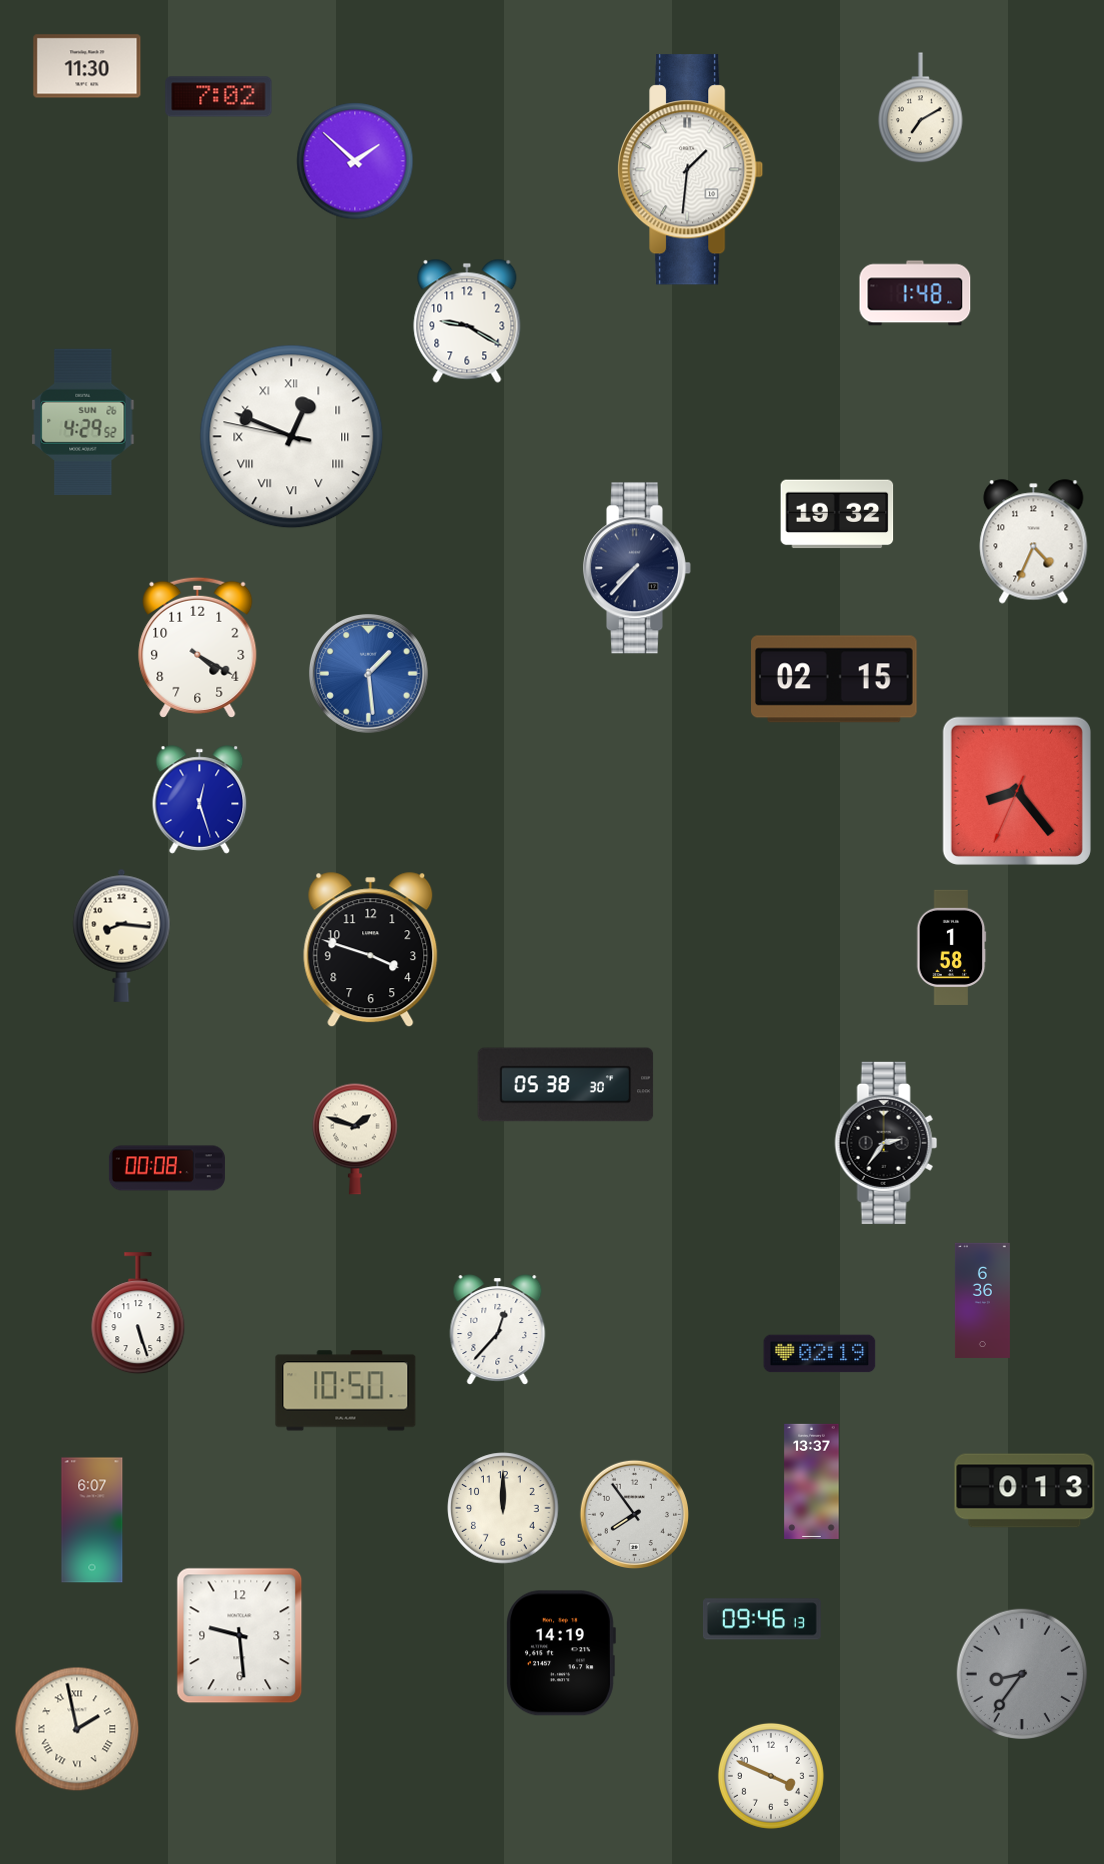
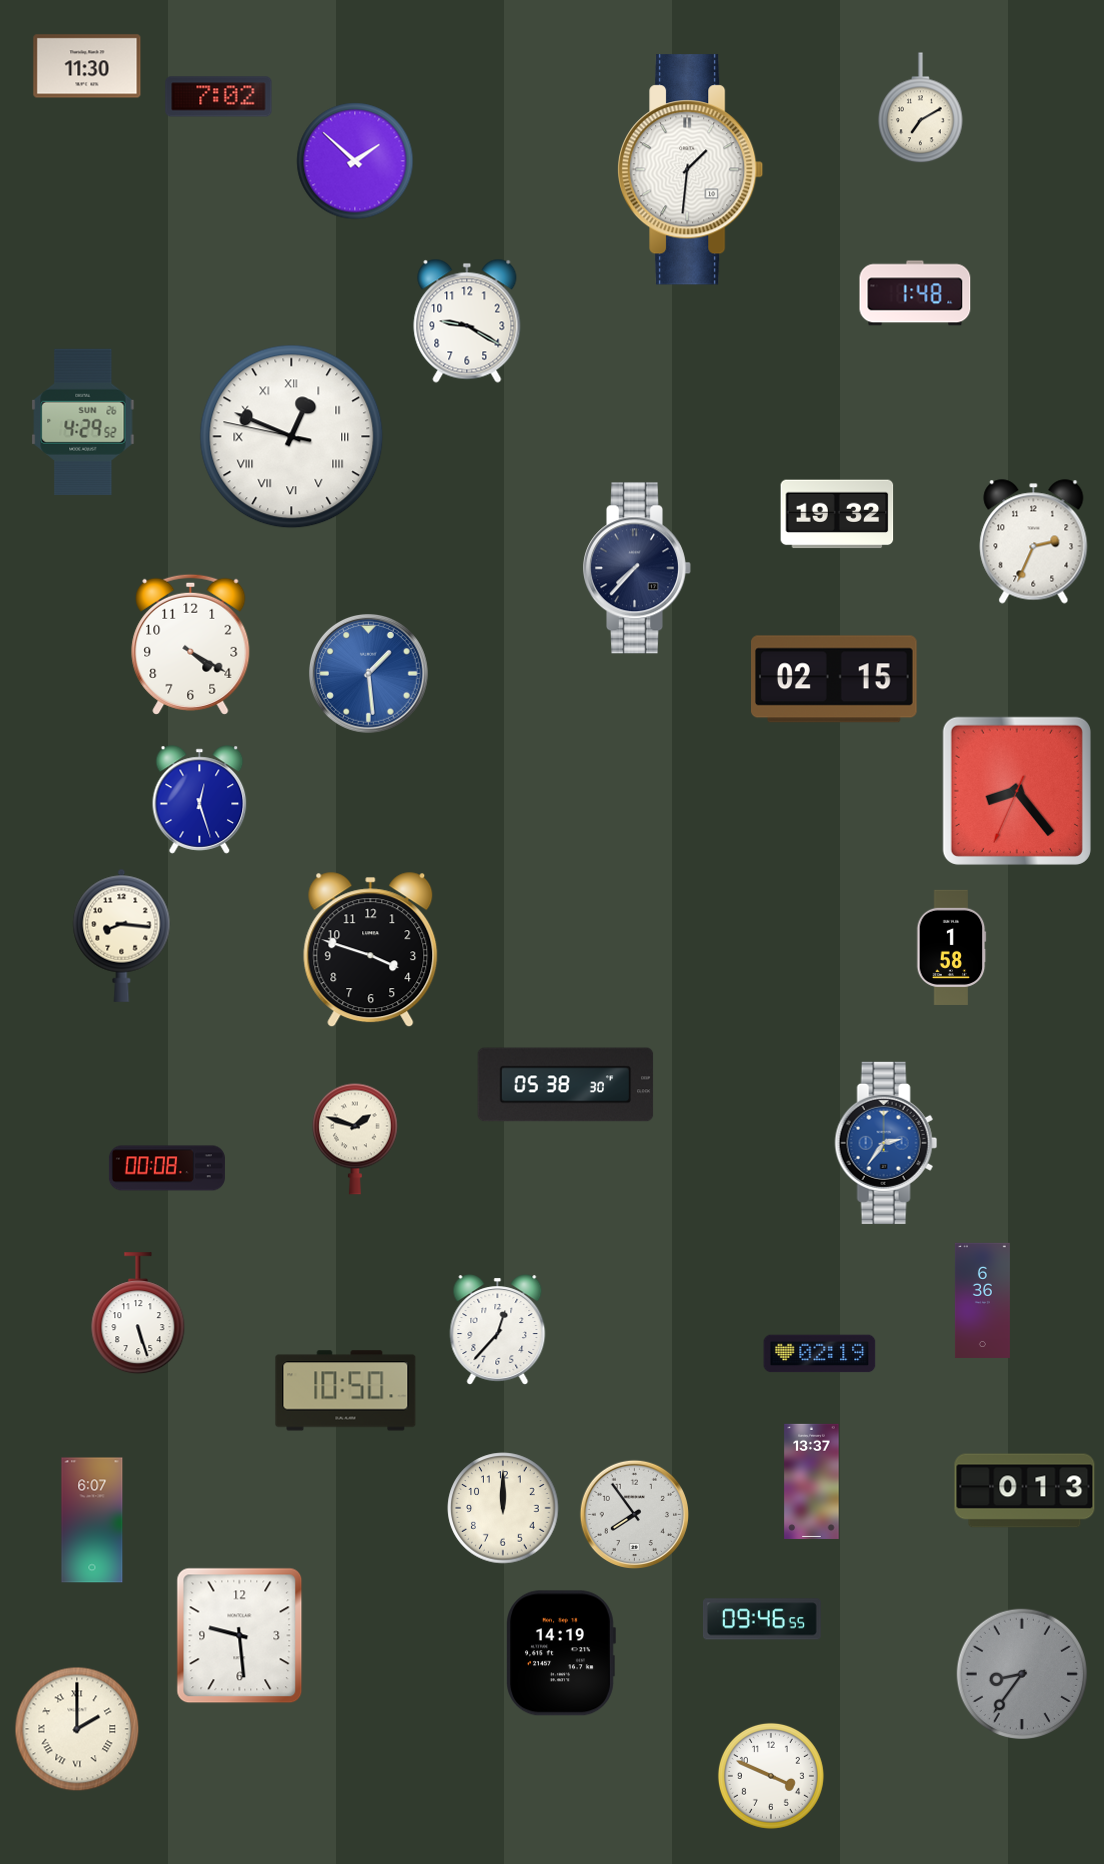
clock at (1034, 542): 4:34 -> 2:34
clock at (198, 647) position: (198, 647) -> (191, 644)
clock at (886, 1143) dial: black -> blue
clock at (762, 1619): 09:46:13 -> 09:46:55
clock at (77, 1729): 1:58 -> 2:00
